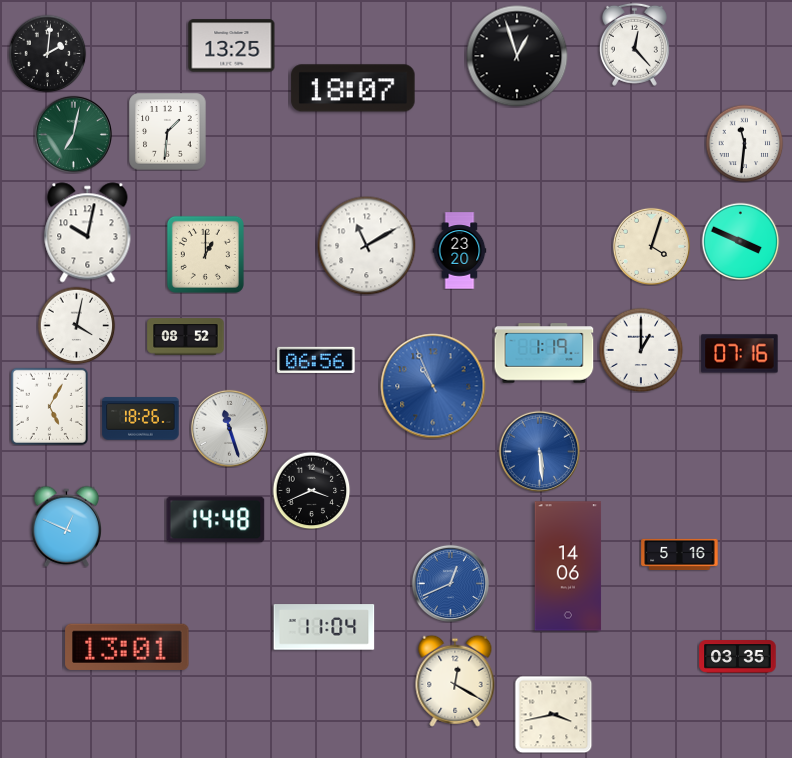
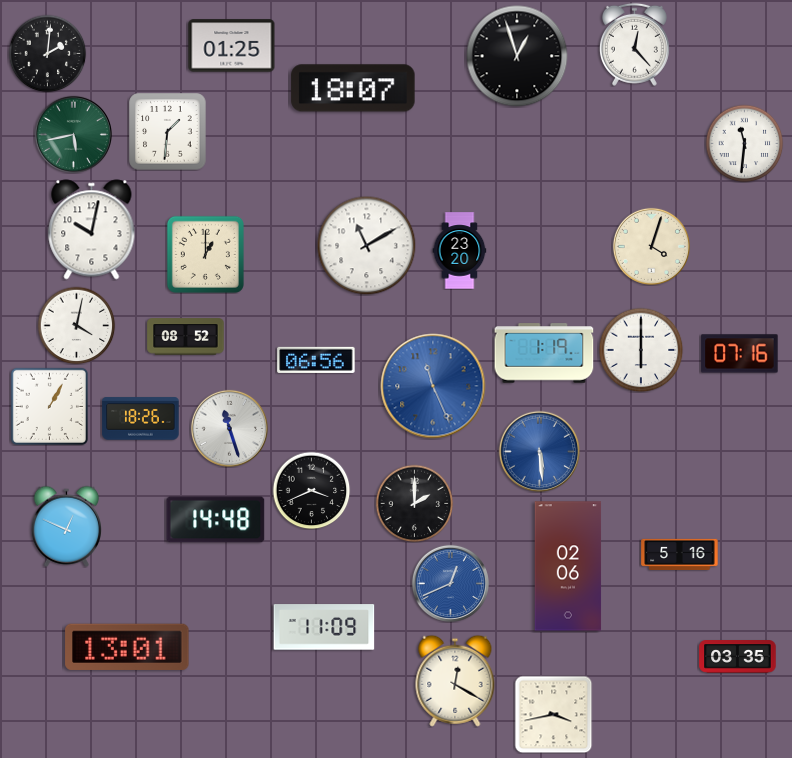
clock at (232, 46): 13:25 -> 01:25
clock at (73, 134): 7:02 -> 5:43
clock at (88, 233) position: (88, 233) -> (92, 230)
clock at (740, 241): 3:49 -> none
clock at (641, 350): 1:00 -> 6:00
clock at (433, 386): 10:56 -> 11:26
clock at (49, 406): 5:05 -> 1:05
clock at (414, 503): none -> 2:00
clock at (568, 566): 14:06 -> 02:06
clock at (324, 627): 11:04 -> 11:09
